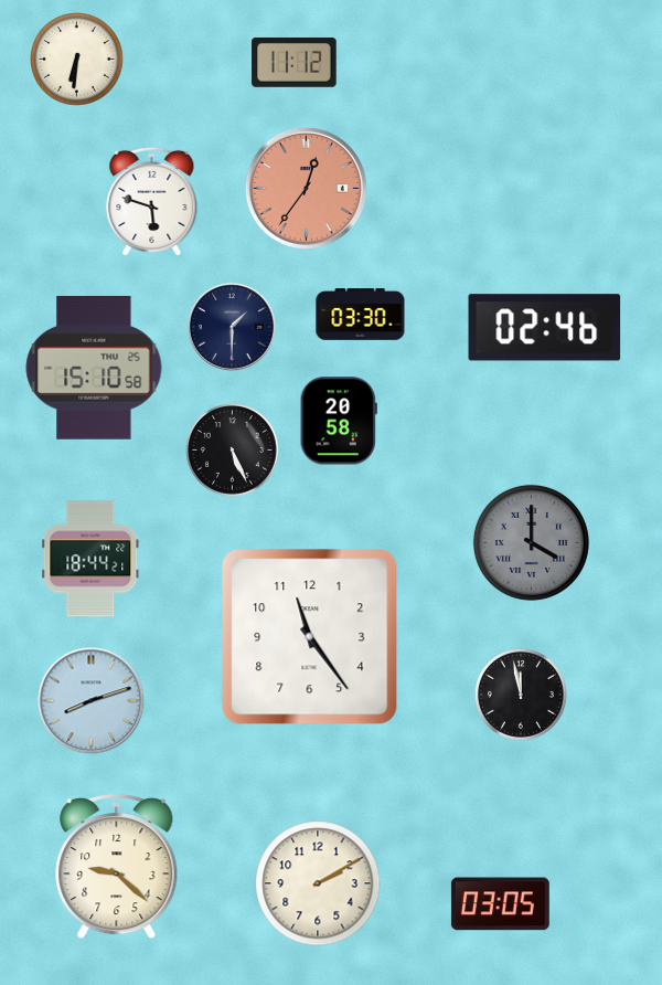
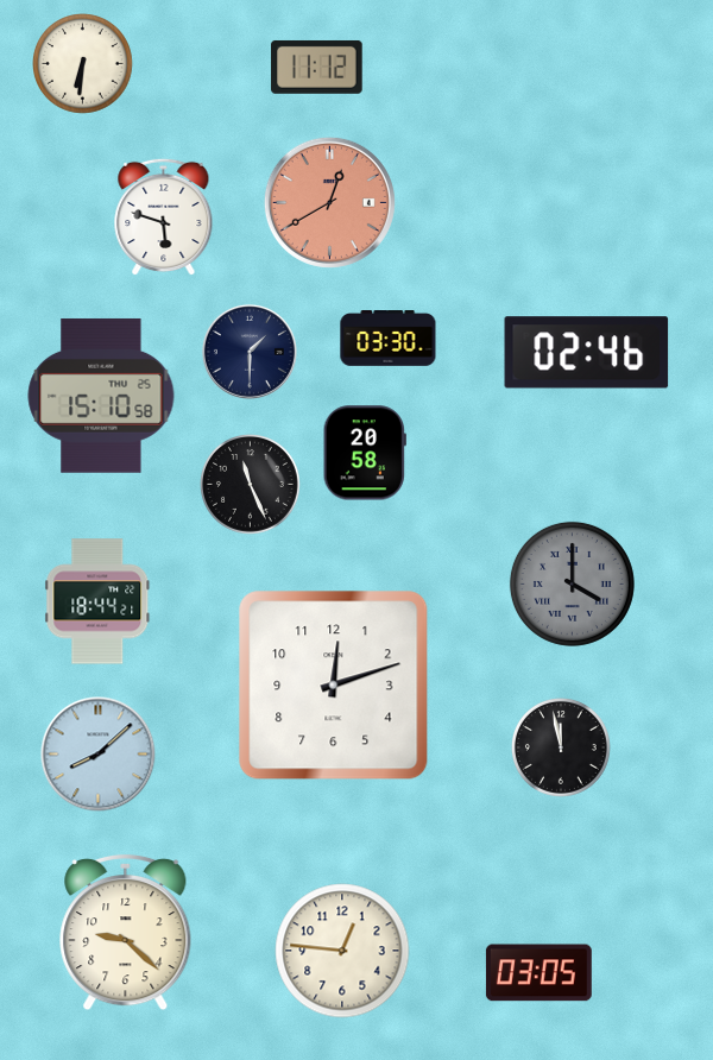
clock at (306, 188): 12:36 -> 12:40
clock at (233, 451): 5:26 -> 11:26
clock at (310, 637): 11:24 -> 12:12
clock at (92, 701): 8:12 -> 8:08
clock at (318, 883): 2:10 -> 12:46
